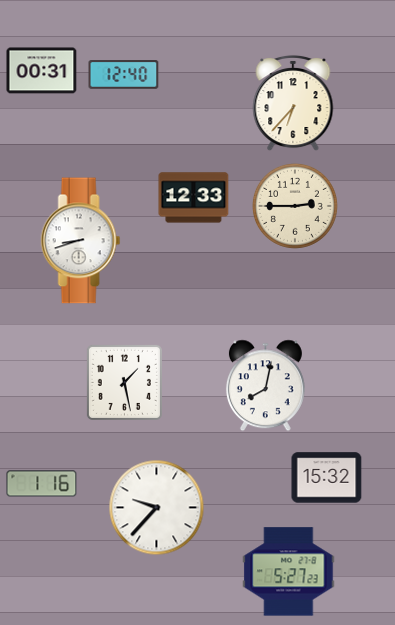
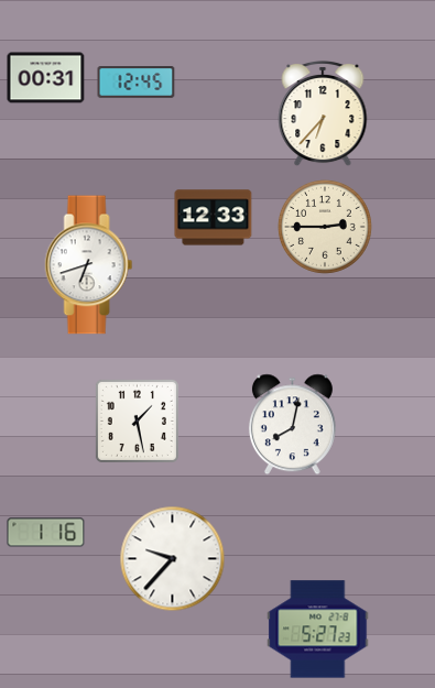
clock at (124, 75): 12:40 -> 12:45
clock at (81, 241): 8:42 -> 6:42
clock at (327, 478): 15:32 -> none
